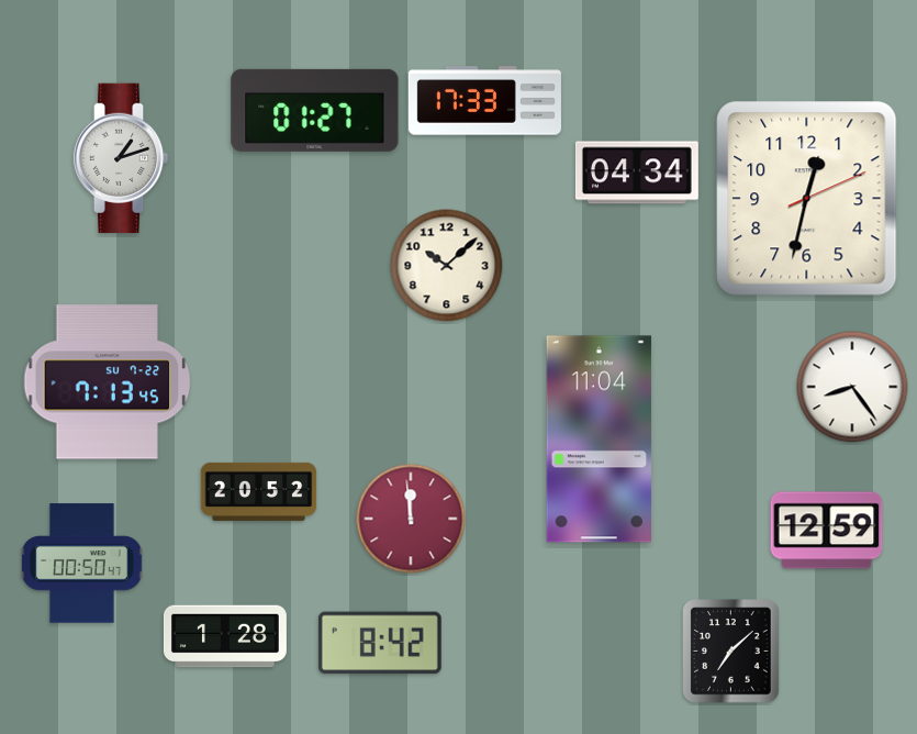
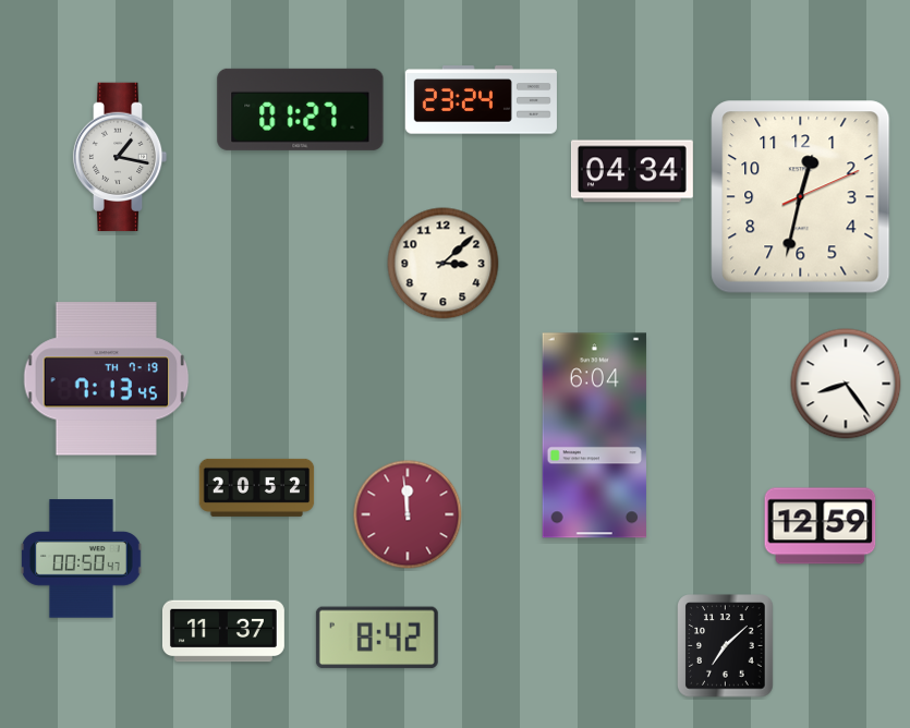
clock at (484, 101): 17:33 -> 23:24
clock at (315, 110) position: (315, 110) -> (301, 109)
clock at (121, 158): 1:12 -> 1:17
clock at (447, 266): 10:08 -> 3:08
clock at (108, 382) date: SU 7-22 -> TH 7-19
clock at (599, 440): 11:04 -> 6:04
clock at (225, 636): 1:28 -> 11:37
